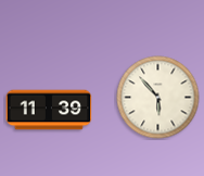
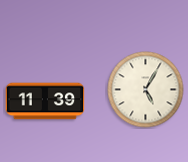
clock at (158, 98): 5:53 -> 5:05
